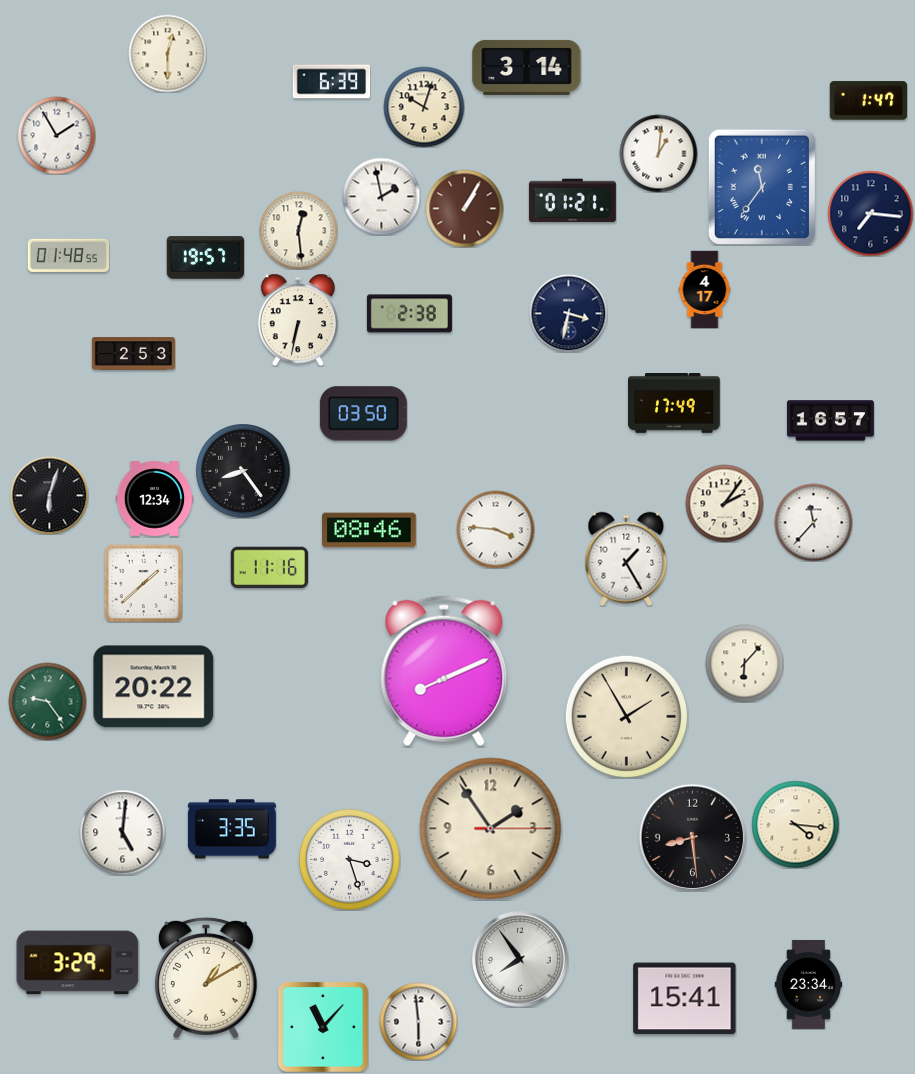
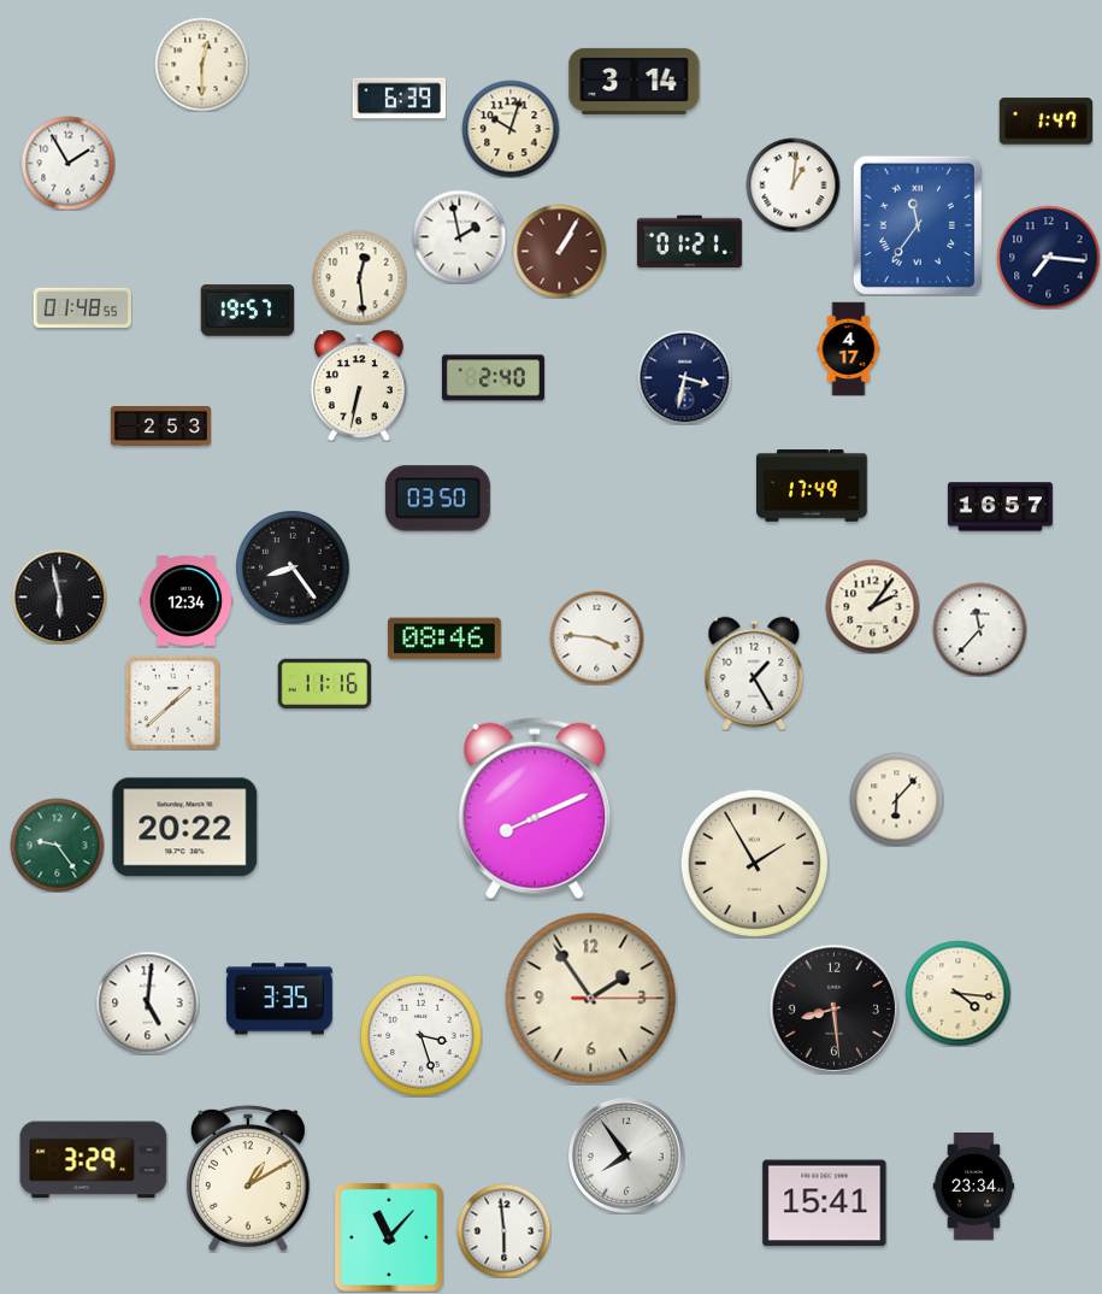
clock at (409, 314): 2:38 -> 2:40
clock at (49, 495): 6:03 -> 5:58
